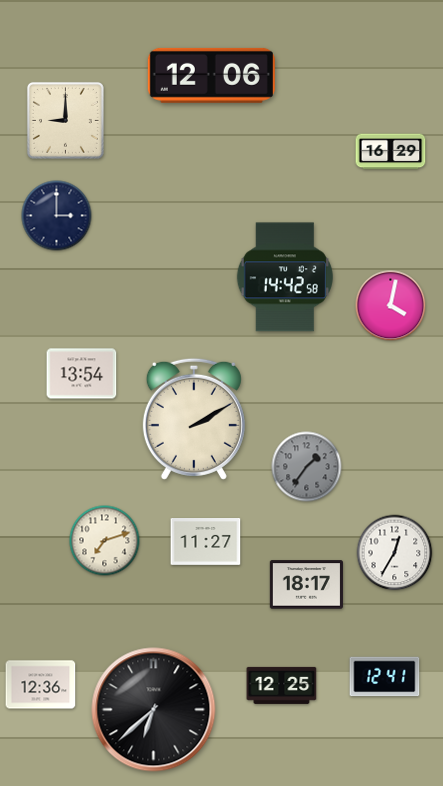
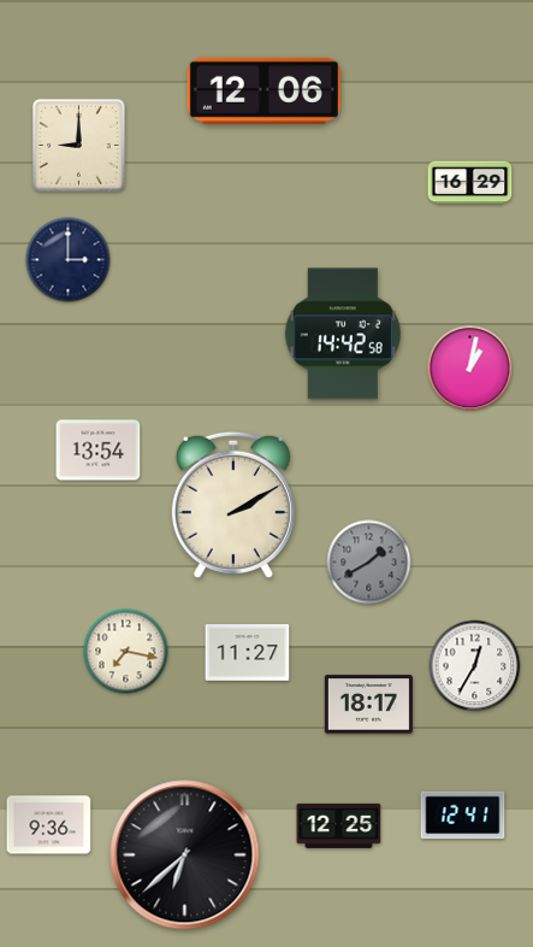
clock at (211, 75) position: (211, 75) -> (263, 90)
clock at (391, 306): 4:02 -> 1:02
clock at (307, 467): 1:36 -> 1:40
clock at (105, 541): 7:12 -> 7:17
clock at (41, 685): 12:36 -> 9:36
